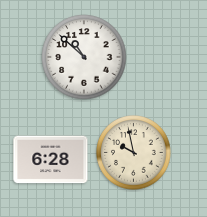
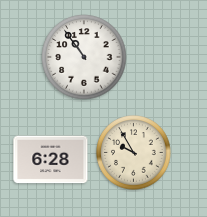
clock at (84, 57): 10:52 -> 10:54
clock at (134, 153): 9:58 -> 9:55
